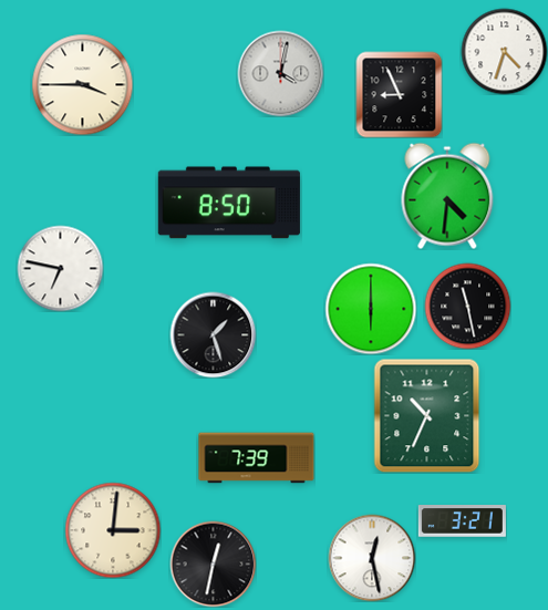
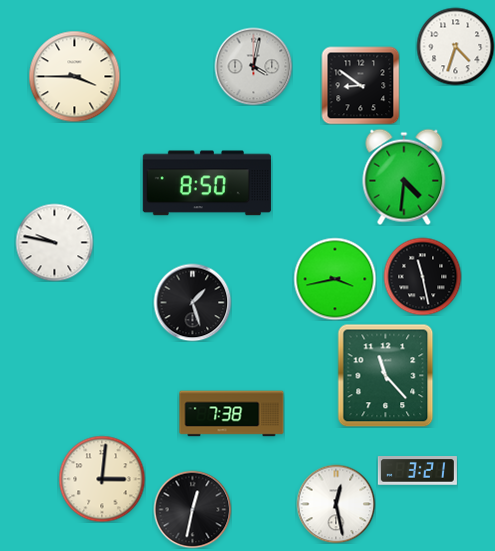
clock at (399, 94): 8:56 -> 8:51
clock at (60, 268): 6:47 -> 9:47
clock at (371, 309): 6:00 -> 3:43
clock at (427, 415): 10:34 -> 11:23
clock at (257, 458): 7:39 -> 7:38
